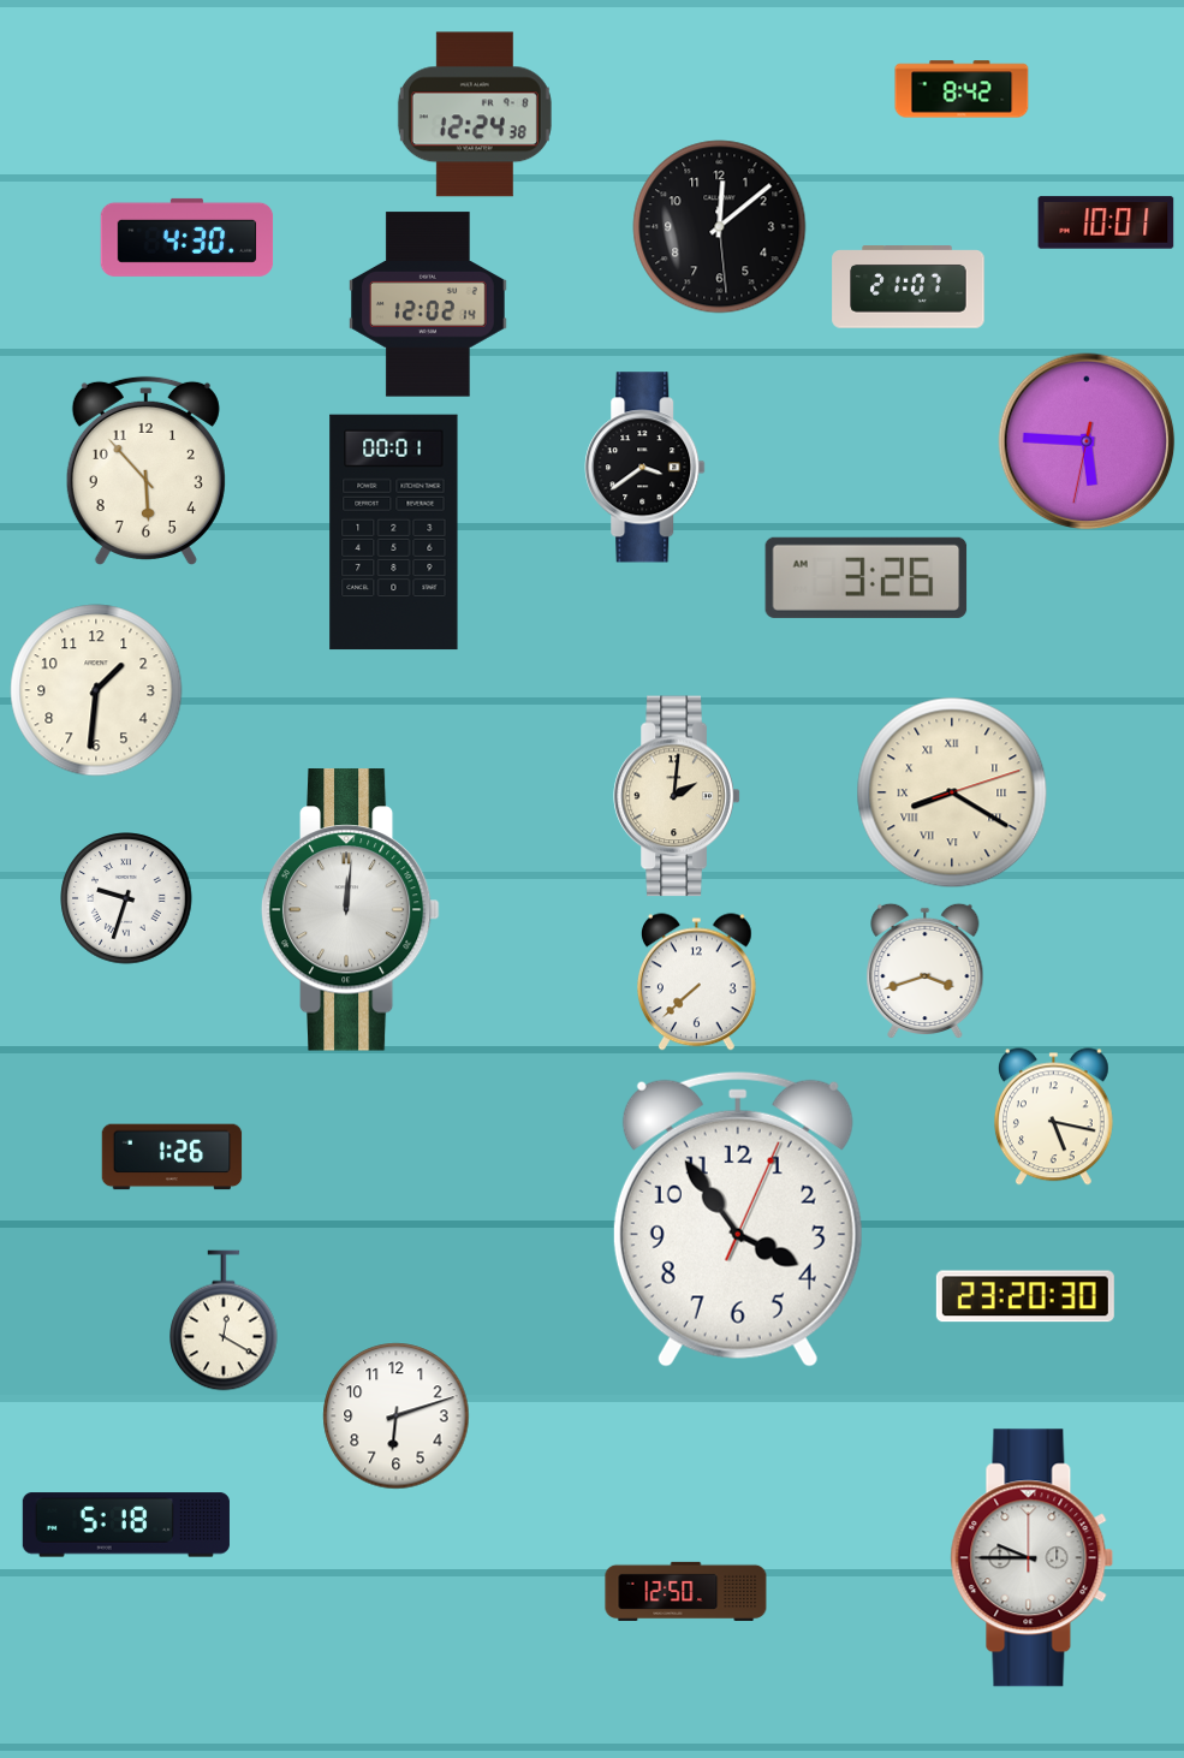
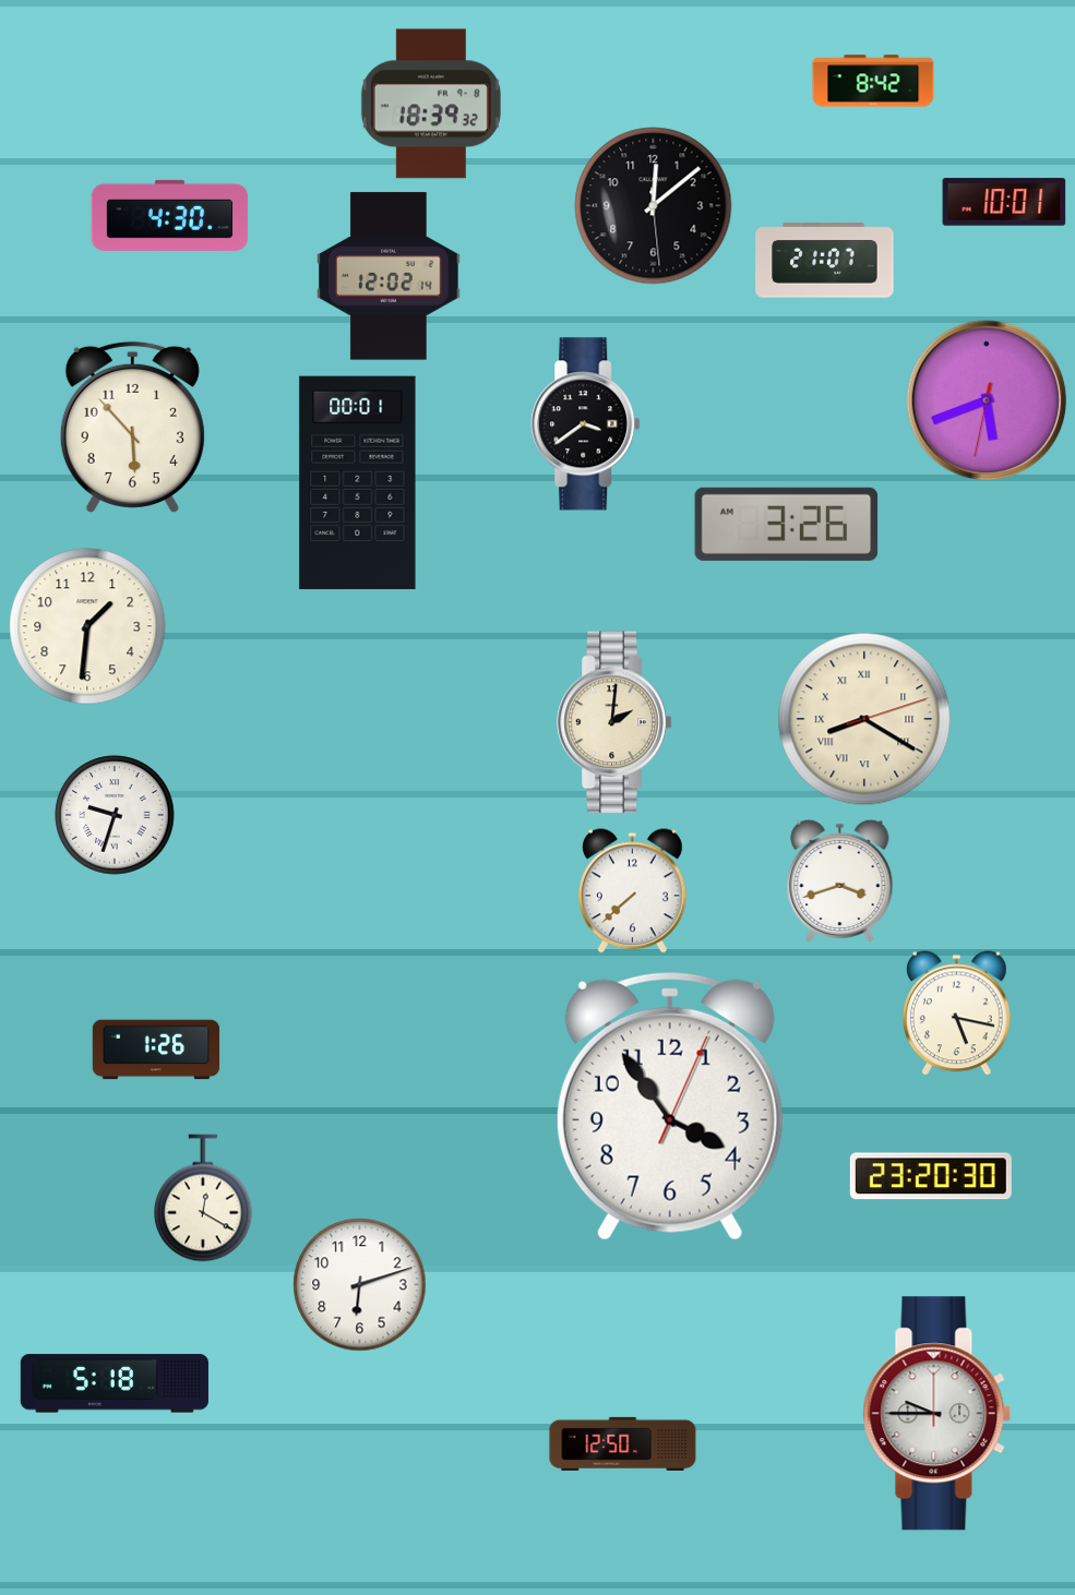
clock at (475, 114): 12:24 -> 18:39
clock at (1087, 441): 5:45 -> 5:41
clock at (350, 910): 12:01 -> none
